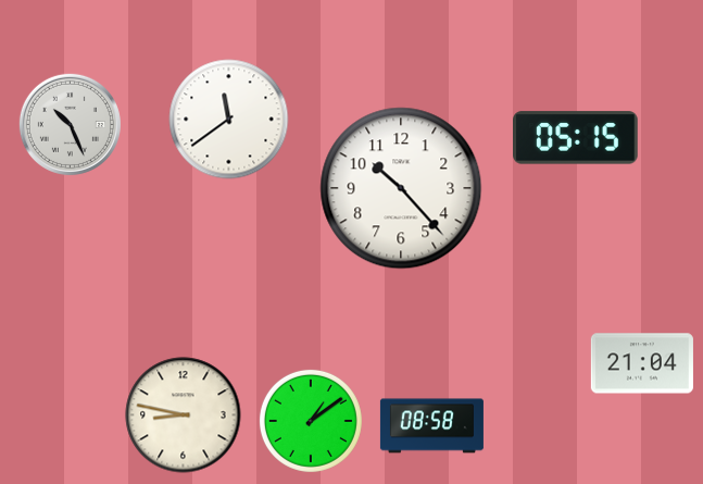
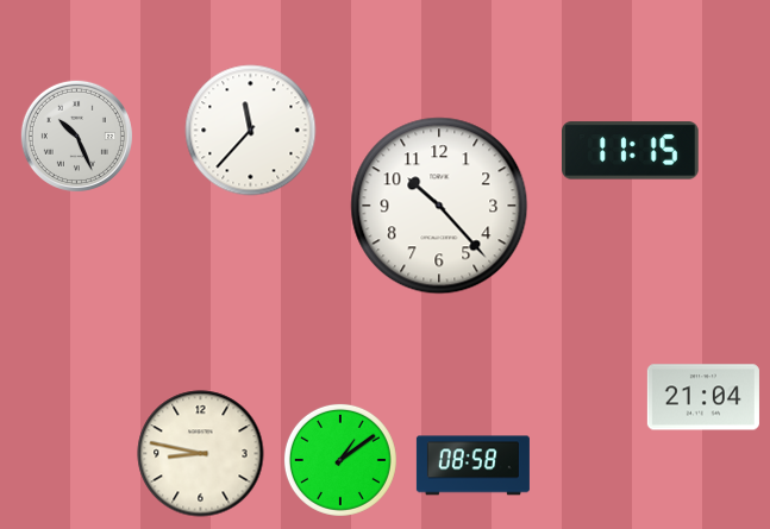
clock at (229, 120): 11:39 -> 11:37
clock at (576, 138): 05:15 -> 11:15
